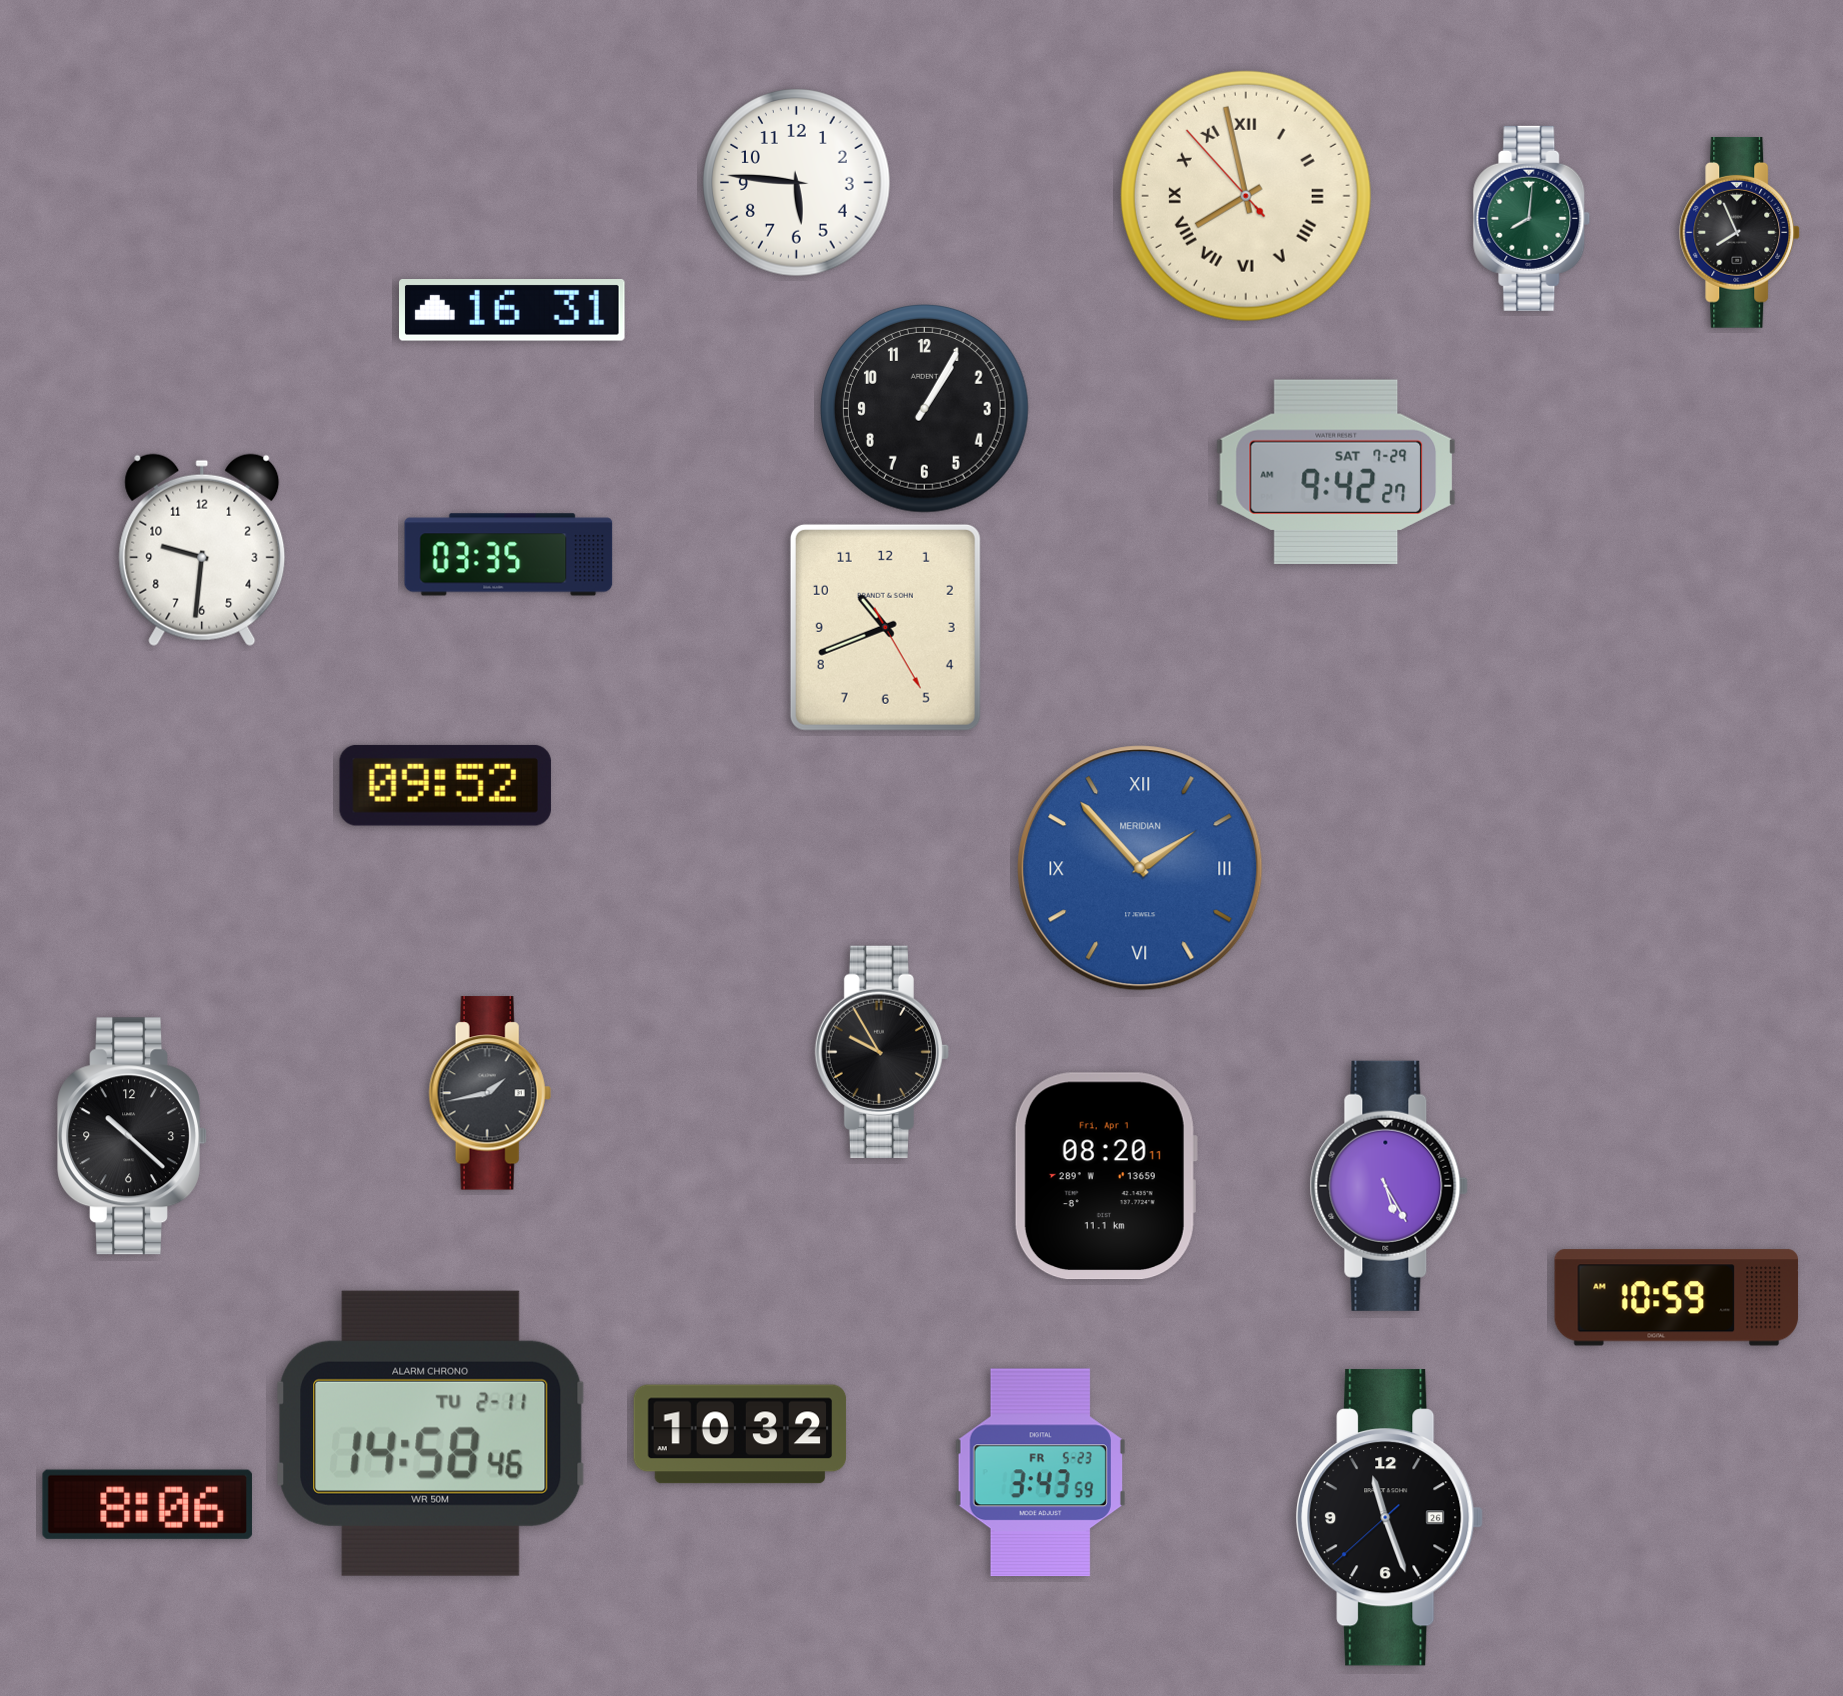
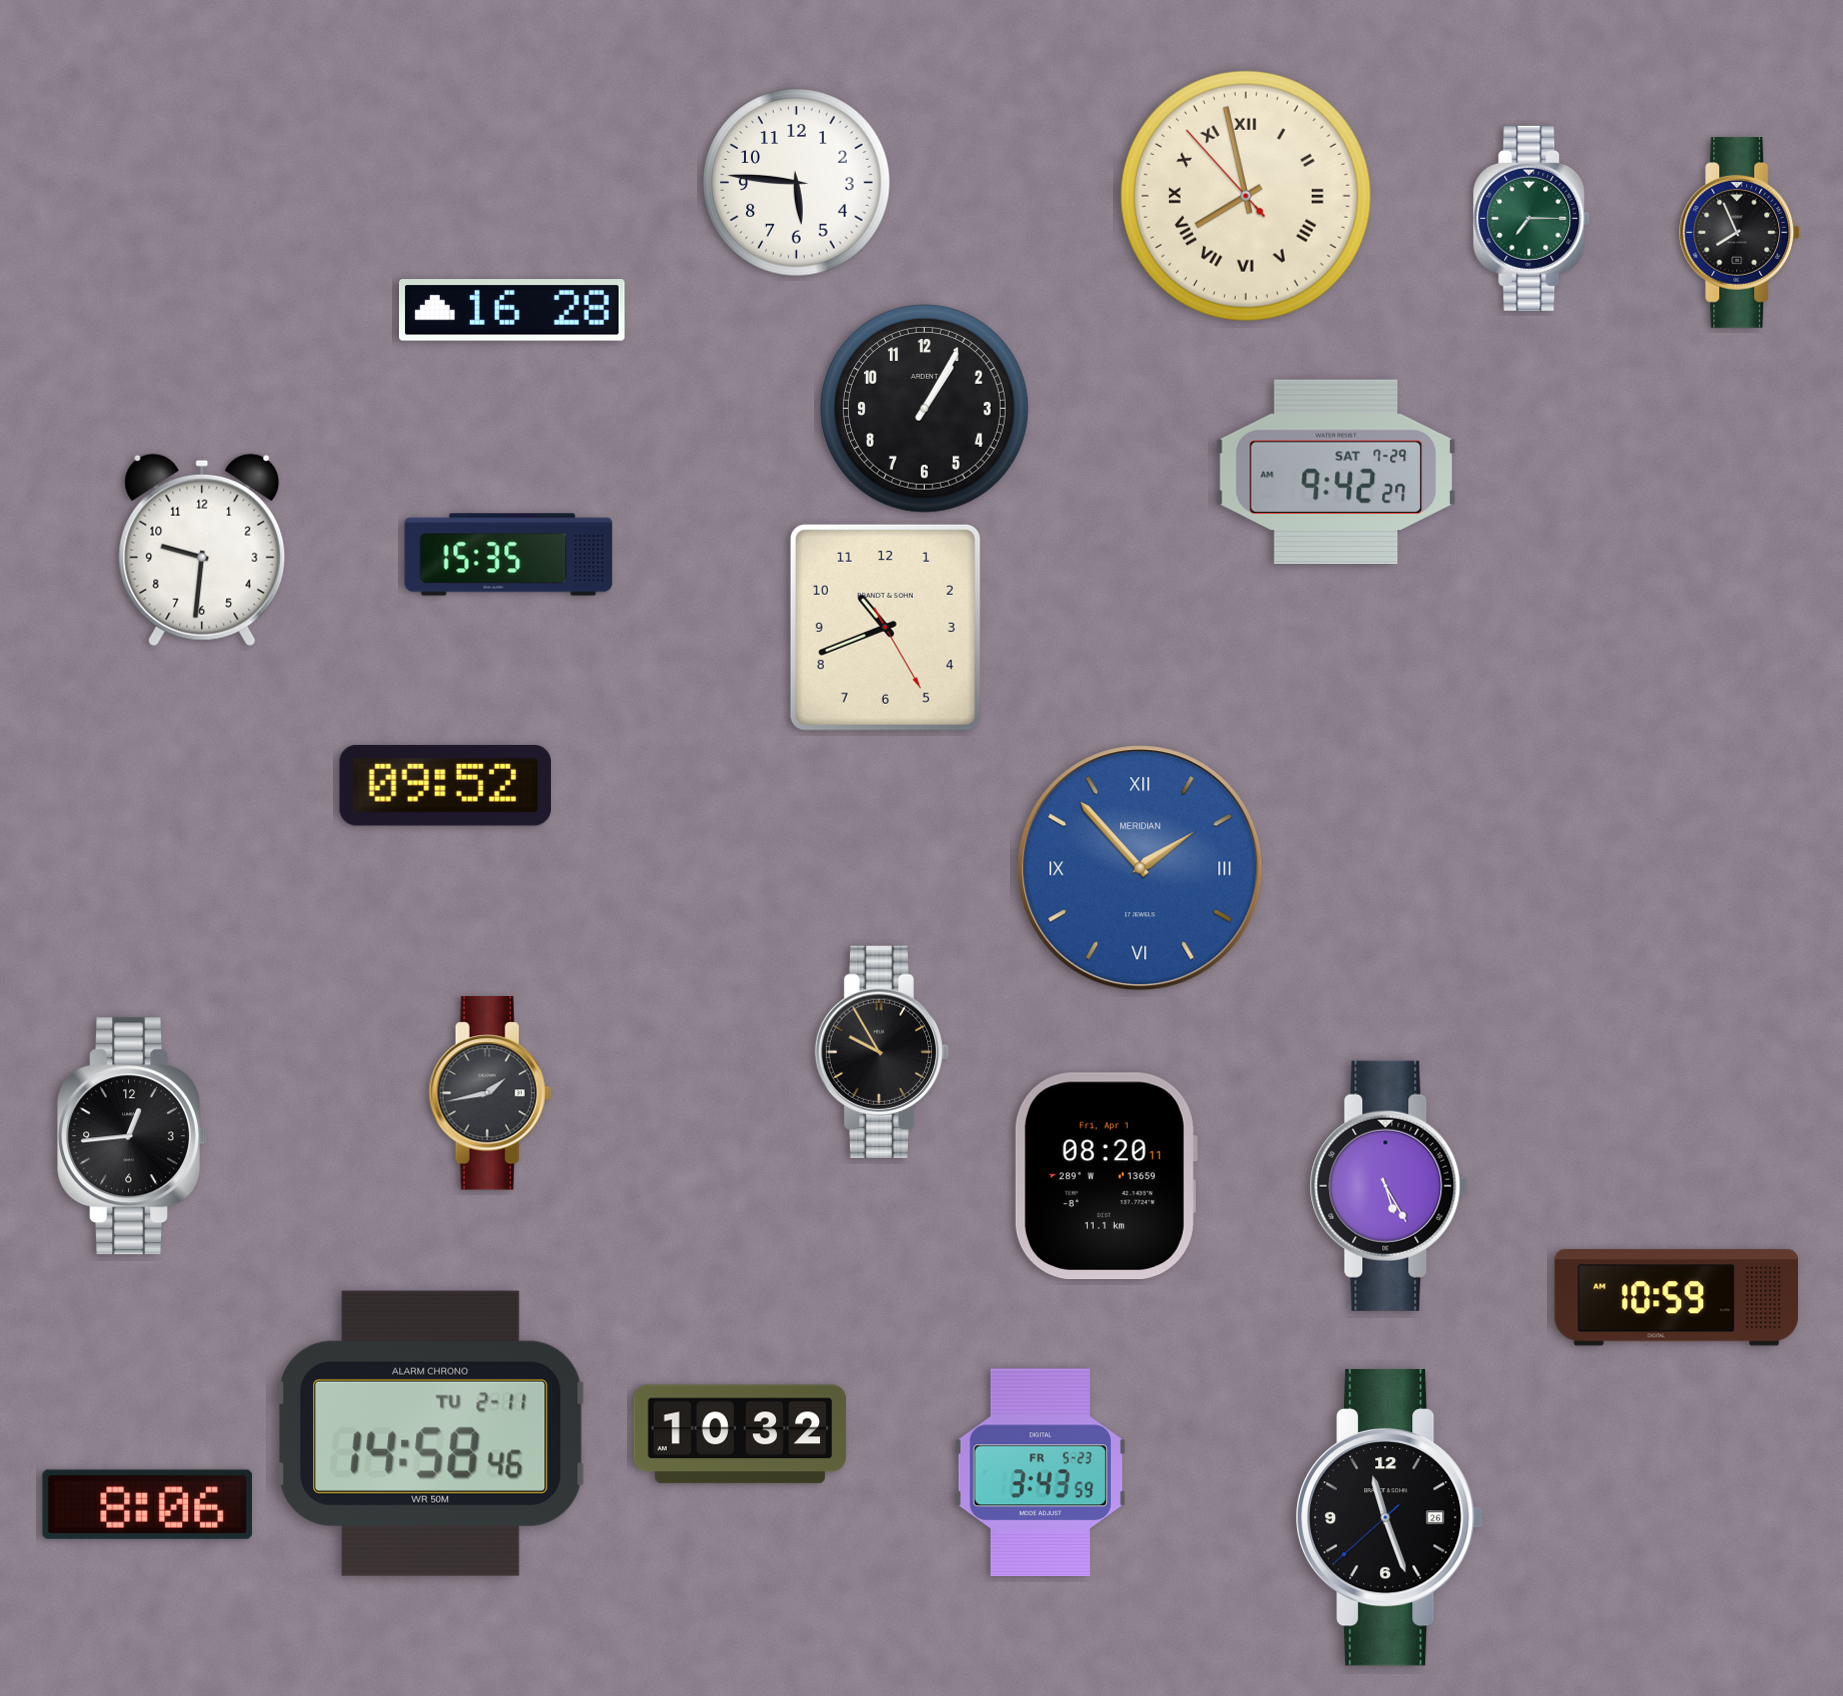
clock at (1532, 218): 8:01 -> 7:15
clock at (513, 311): 16:31 -> 16:28
clock at (509, 555): 03:35 -> 15:35
clock at (132, 1136): 10:22 -> 12:44
